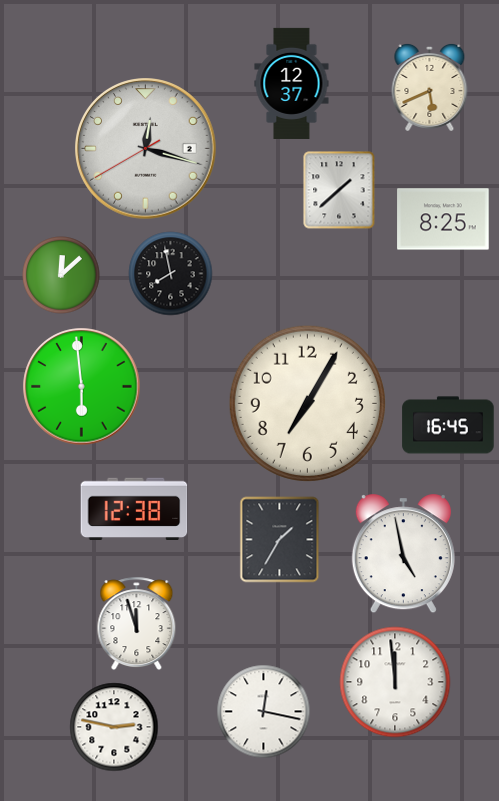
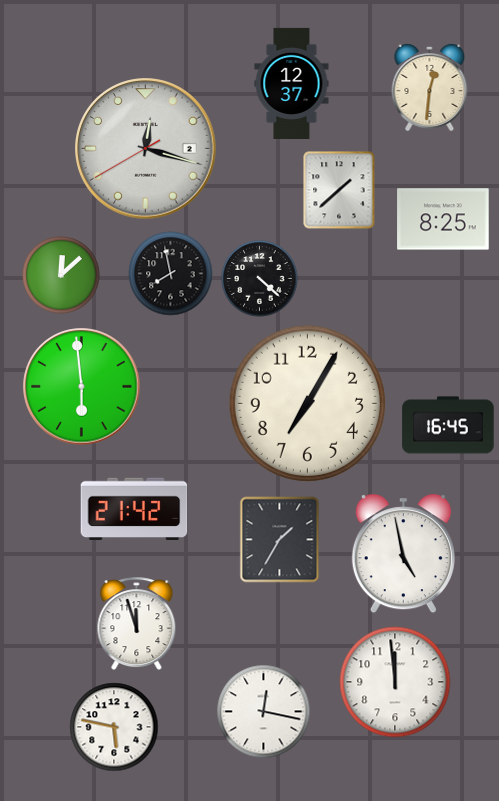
clock at (430, 87): 5:41 -> 12:31
clock at (260, 279): none -> 4:22
clock at (134, 508): 12:38 -> 21:42
clock at (114, 727): 2:47 -> 5:47
